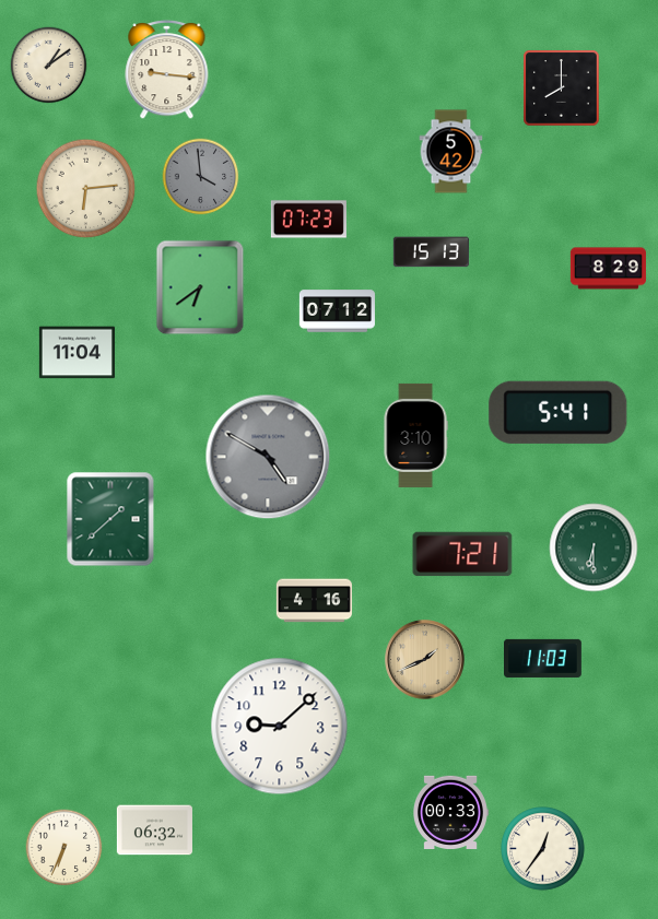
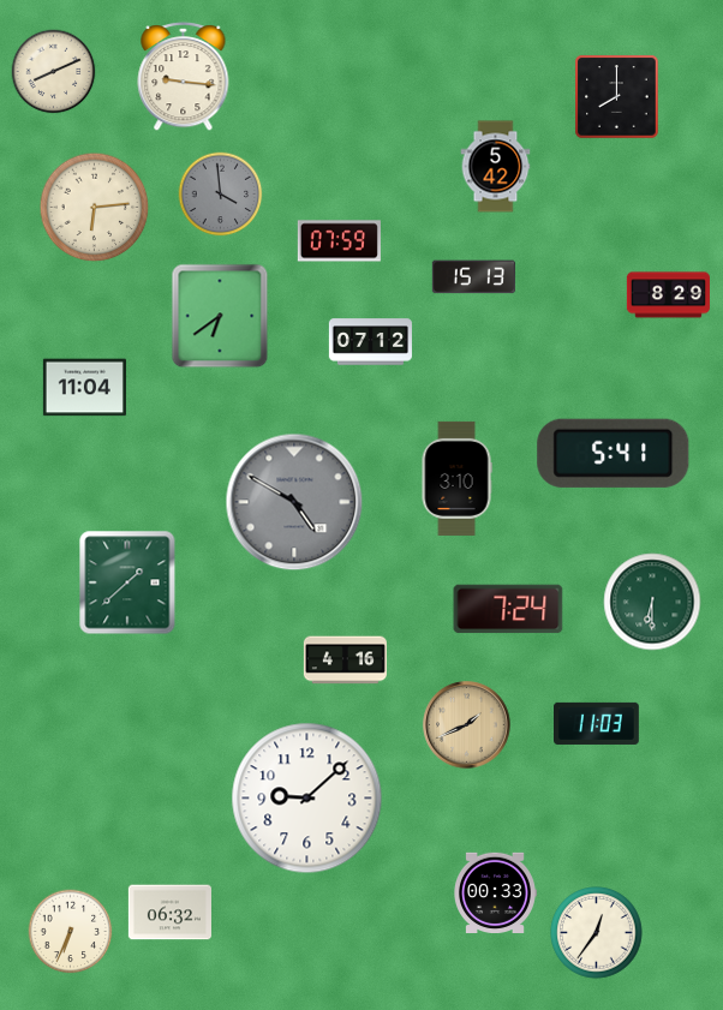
clock at (49, 66): 1:09 -> 8:11
clock at (308, 220): 07:23 -> 07:59
clock at (110, 519) position: (110, 519) -> (127, 582)
clock at (462, 554): 7:21 -> 7:24
